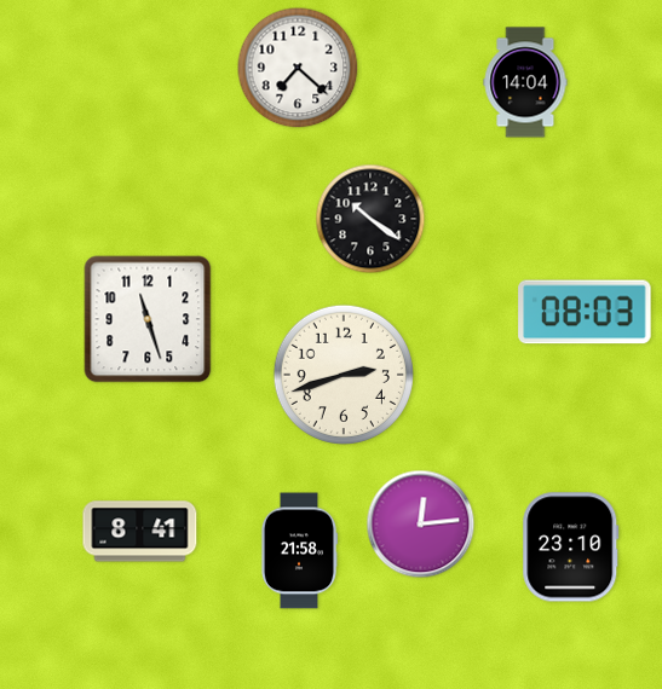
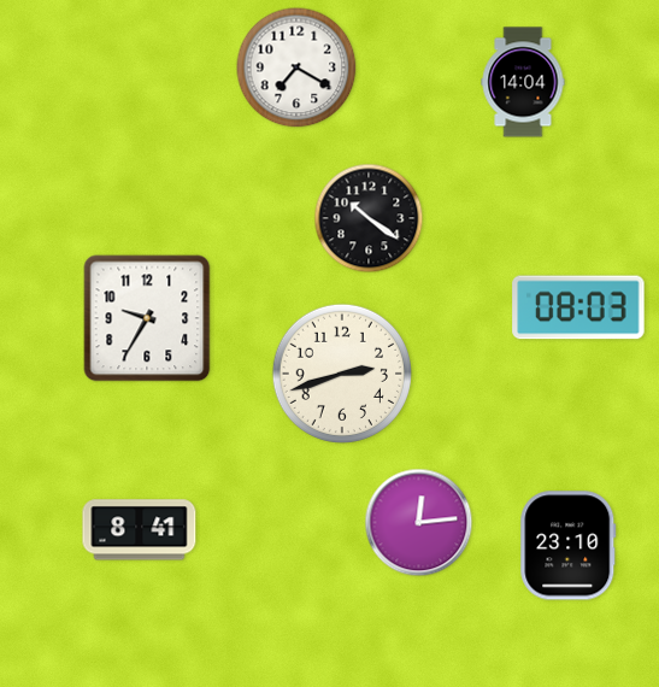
clock at (298, 68): 7:22 -> 7:20
clock at (585, 312) position: (585, 312) -> (578, 307)
clock at (148, 319): 11:27 -> 9:35
clock at (299, 551): 21:58 -> none
